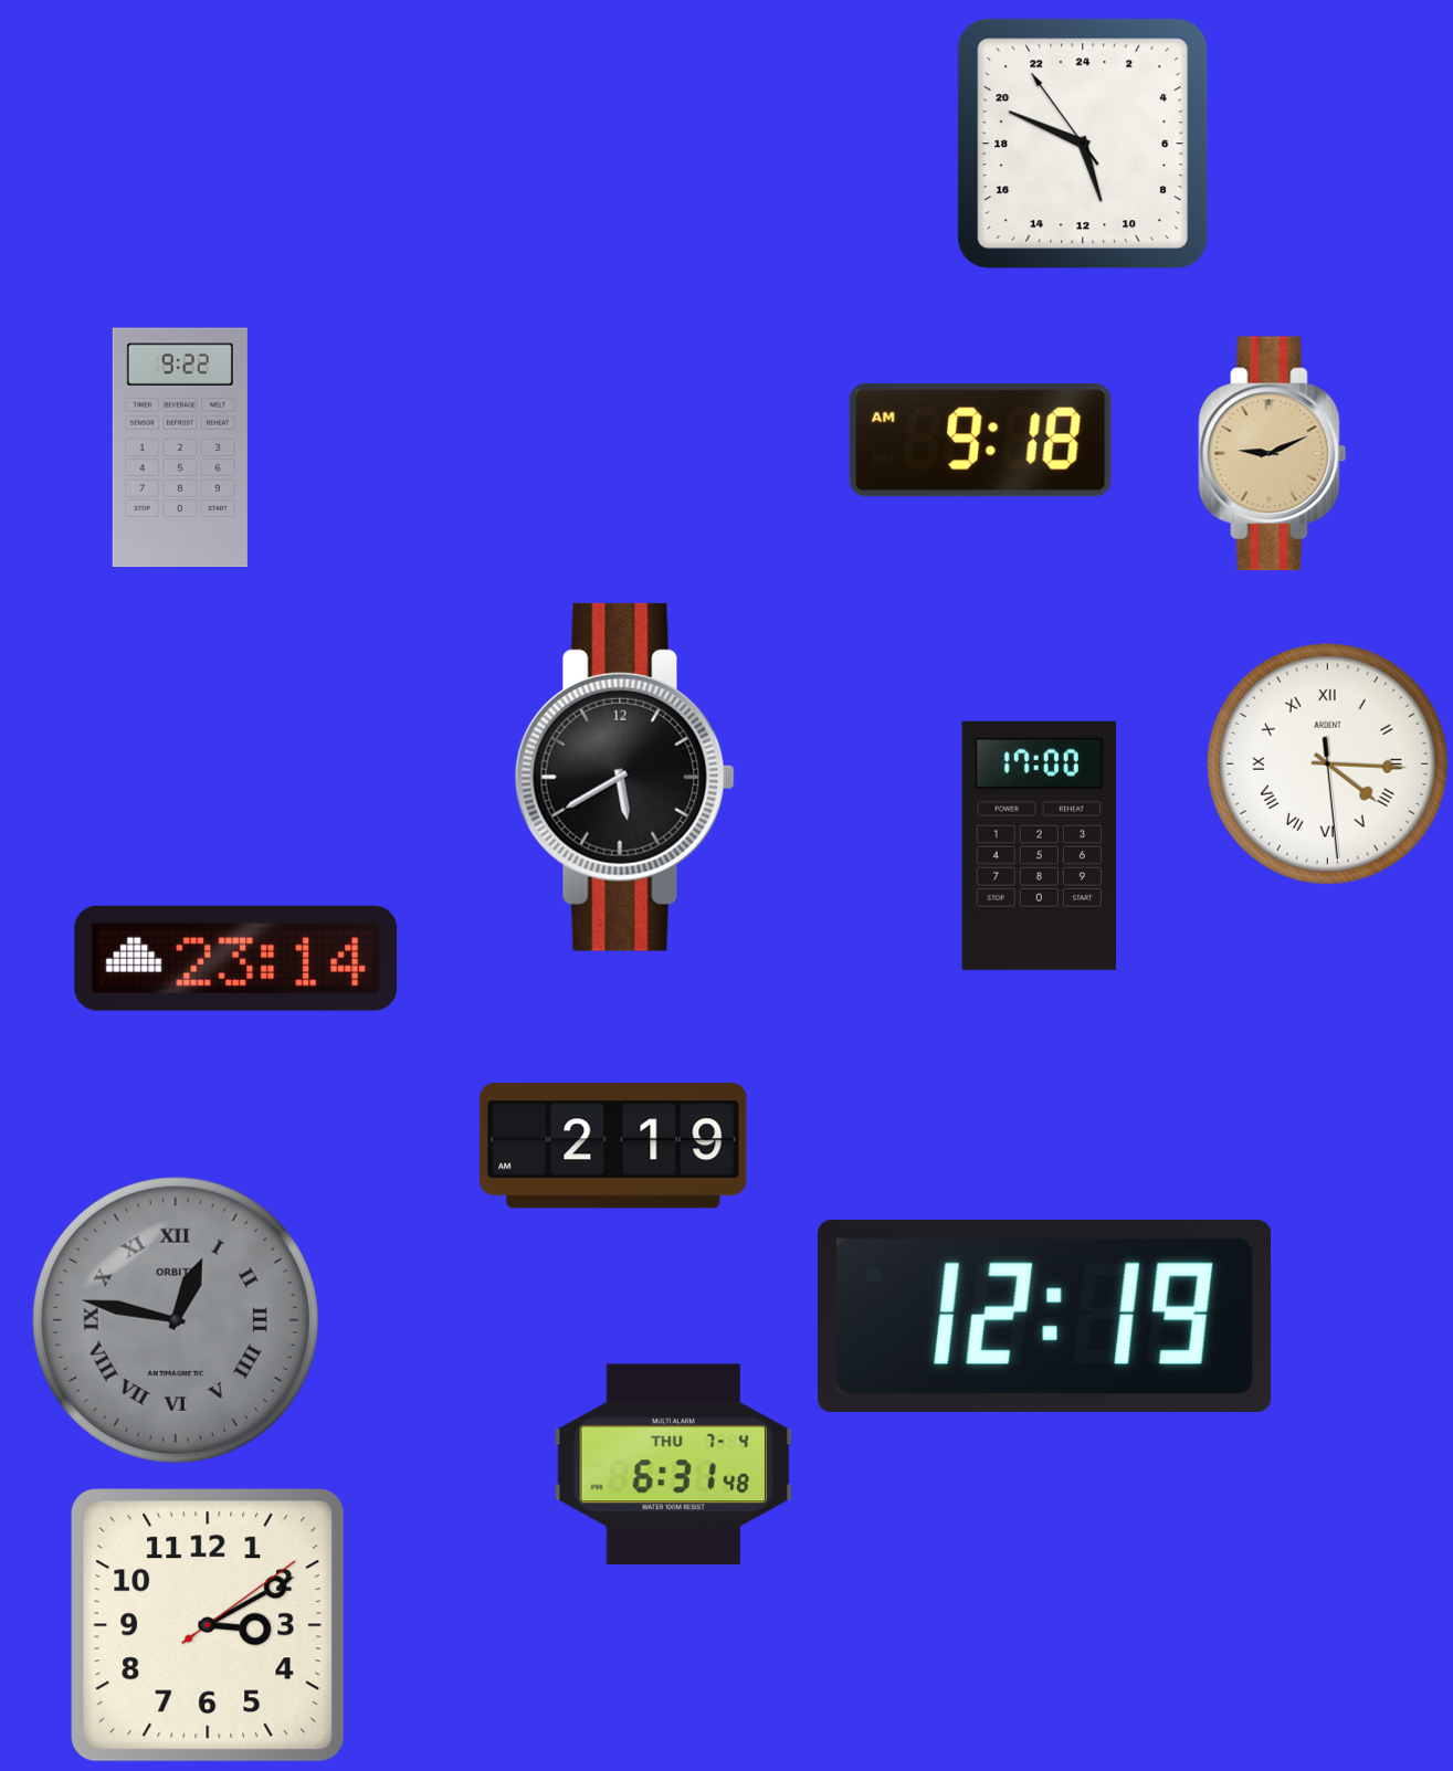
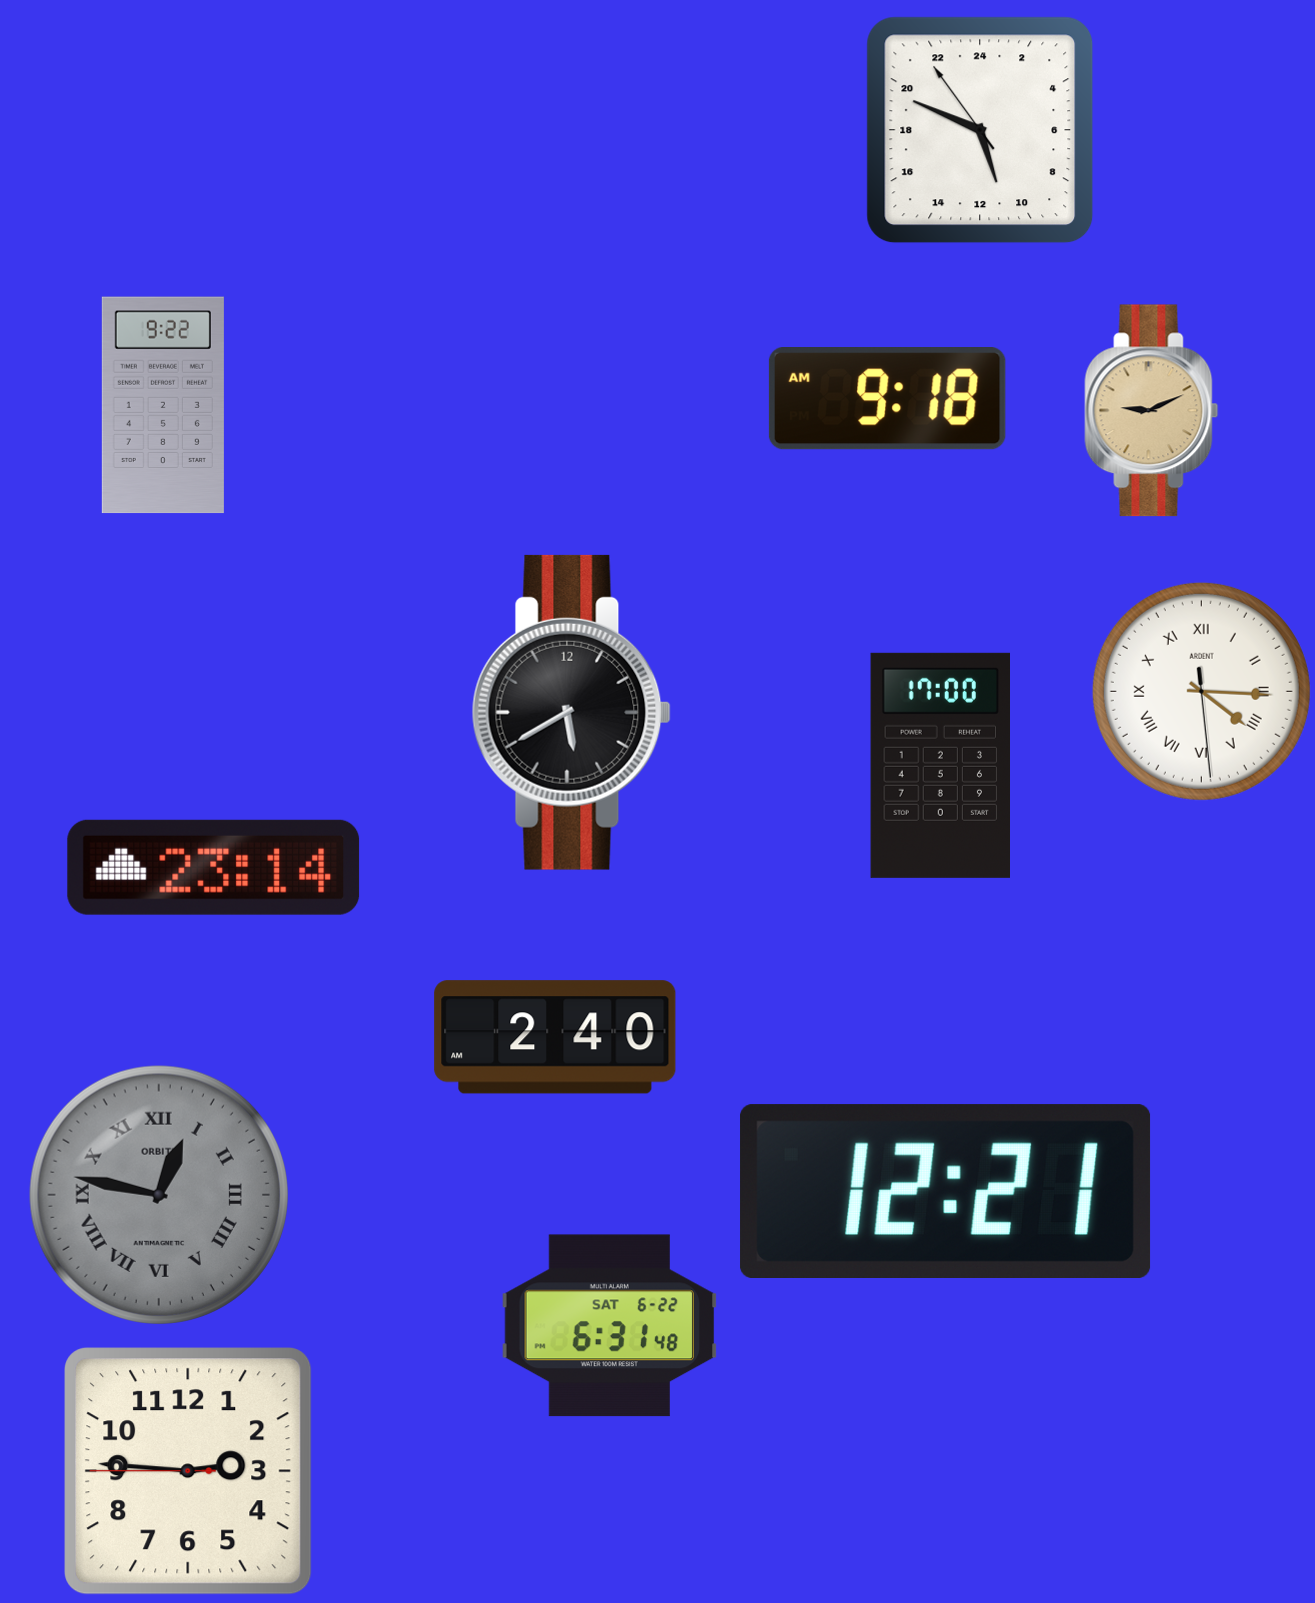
clock at (624, 777) position: (624, 777) -> (571, 712)
clock at (613, 1146): 2:19 -> 2:40
clock at (1045, 1316): 12:19 -> 12:21
clock at (674, 1465) date: THU 7-4 -> SAT 6-22
clock at (208, 1625): 3:10 -> 2:45
